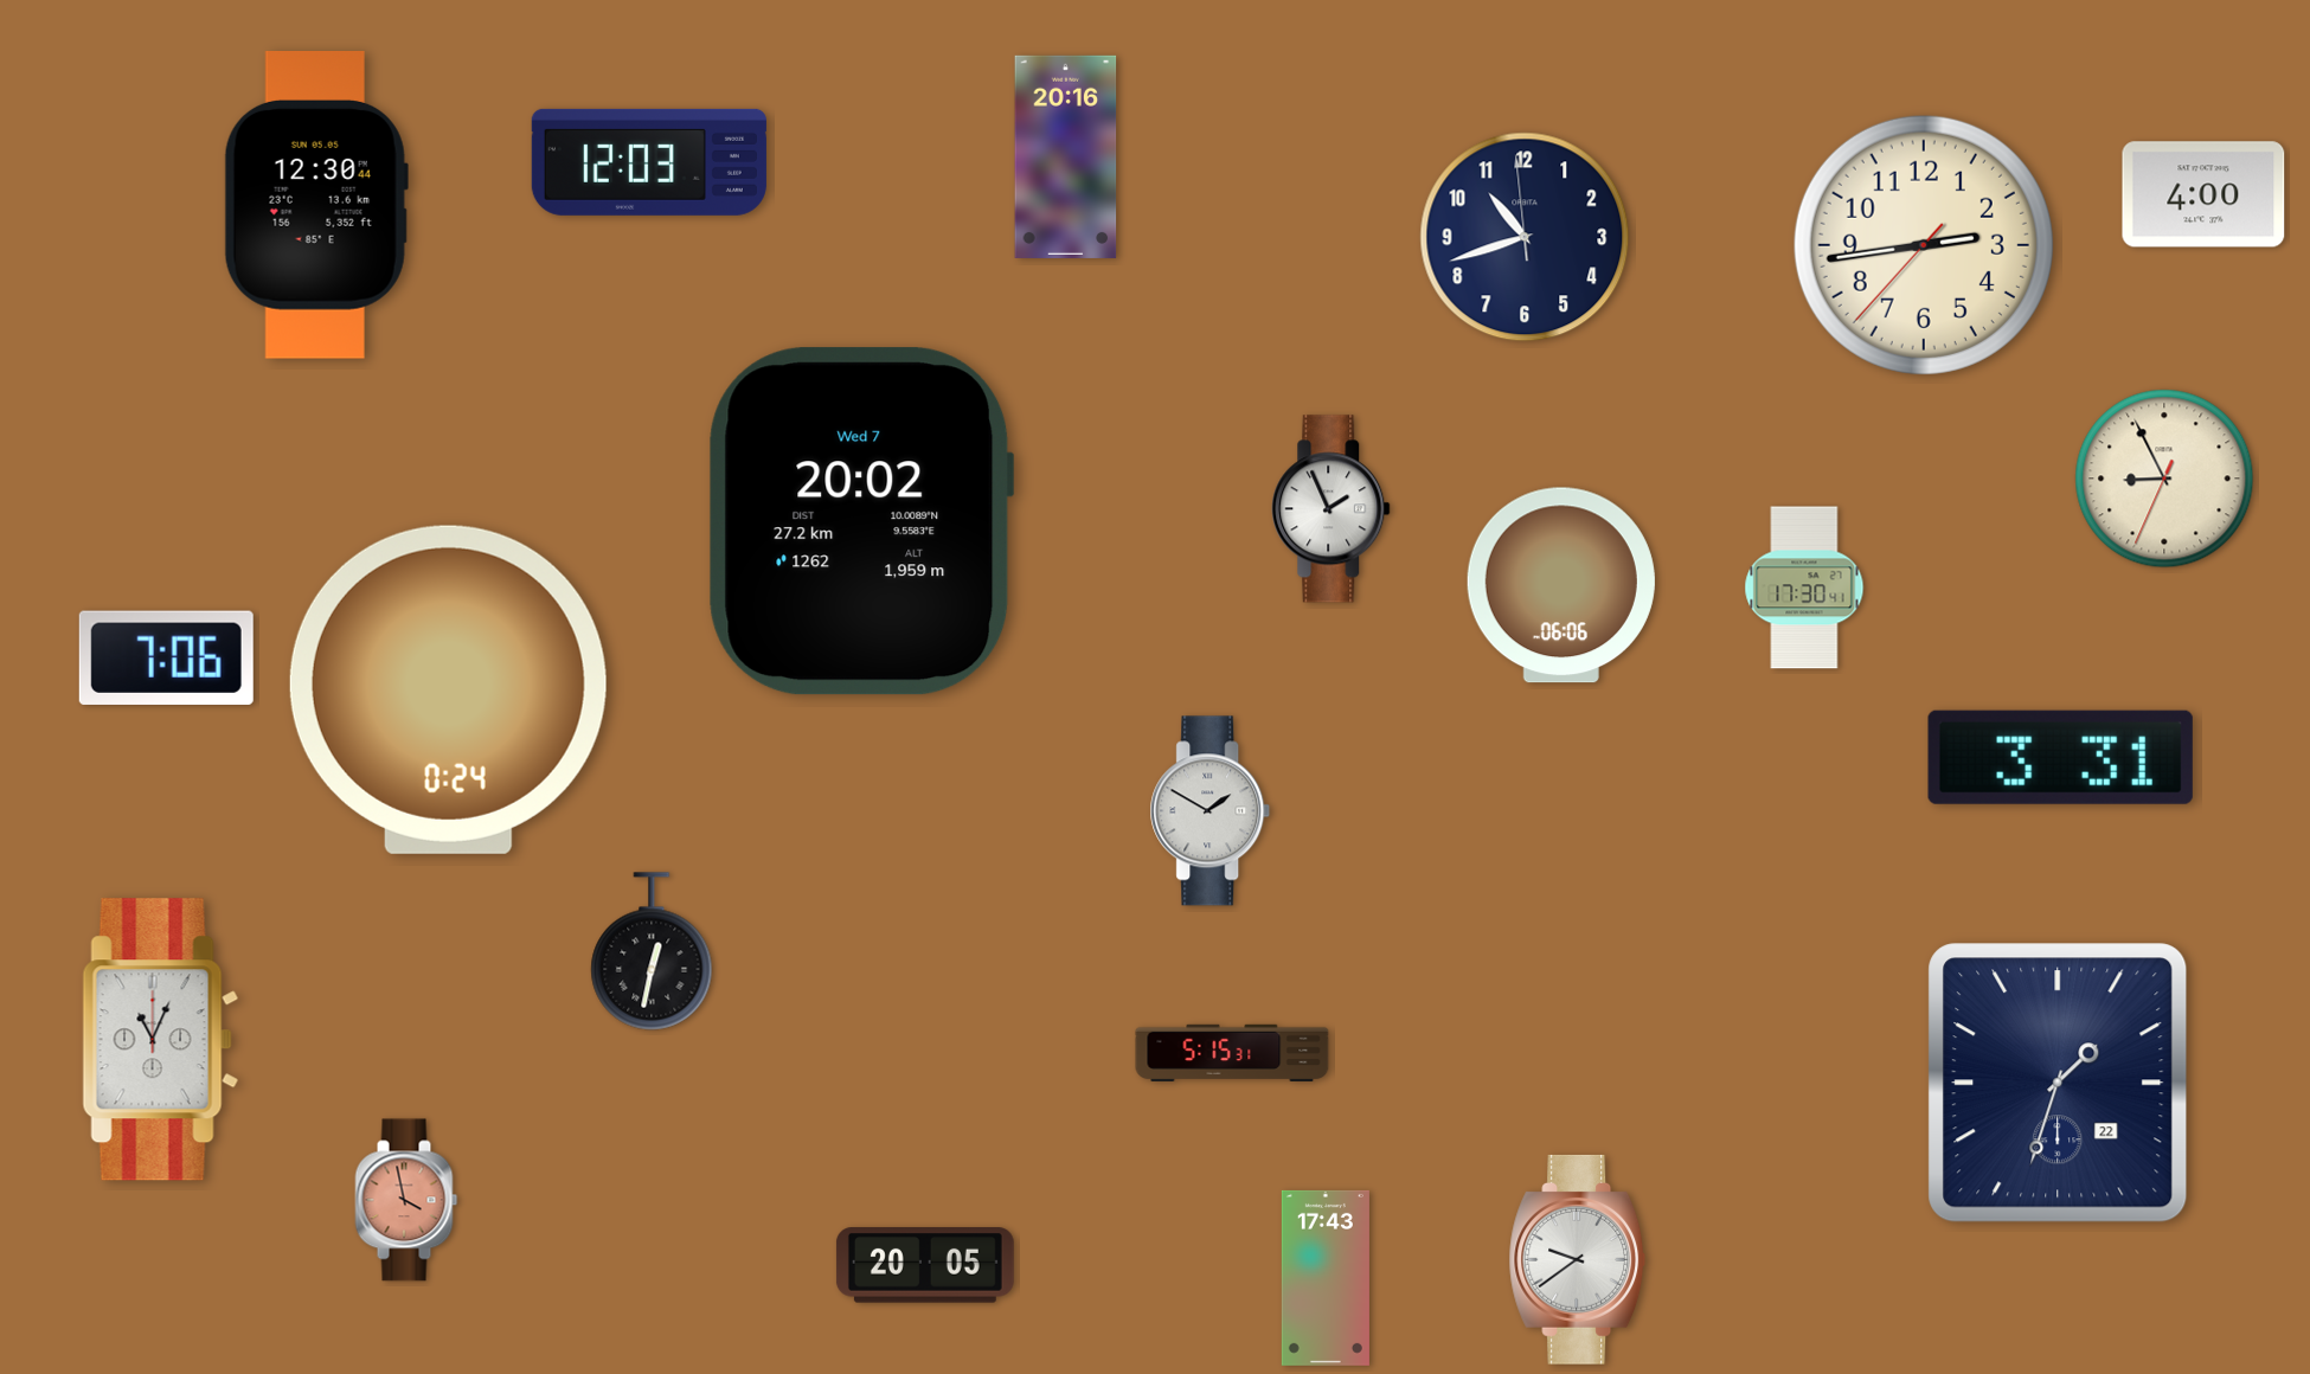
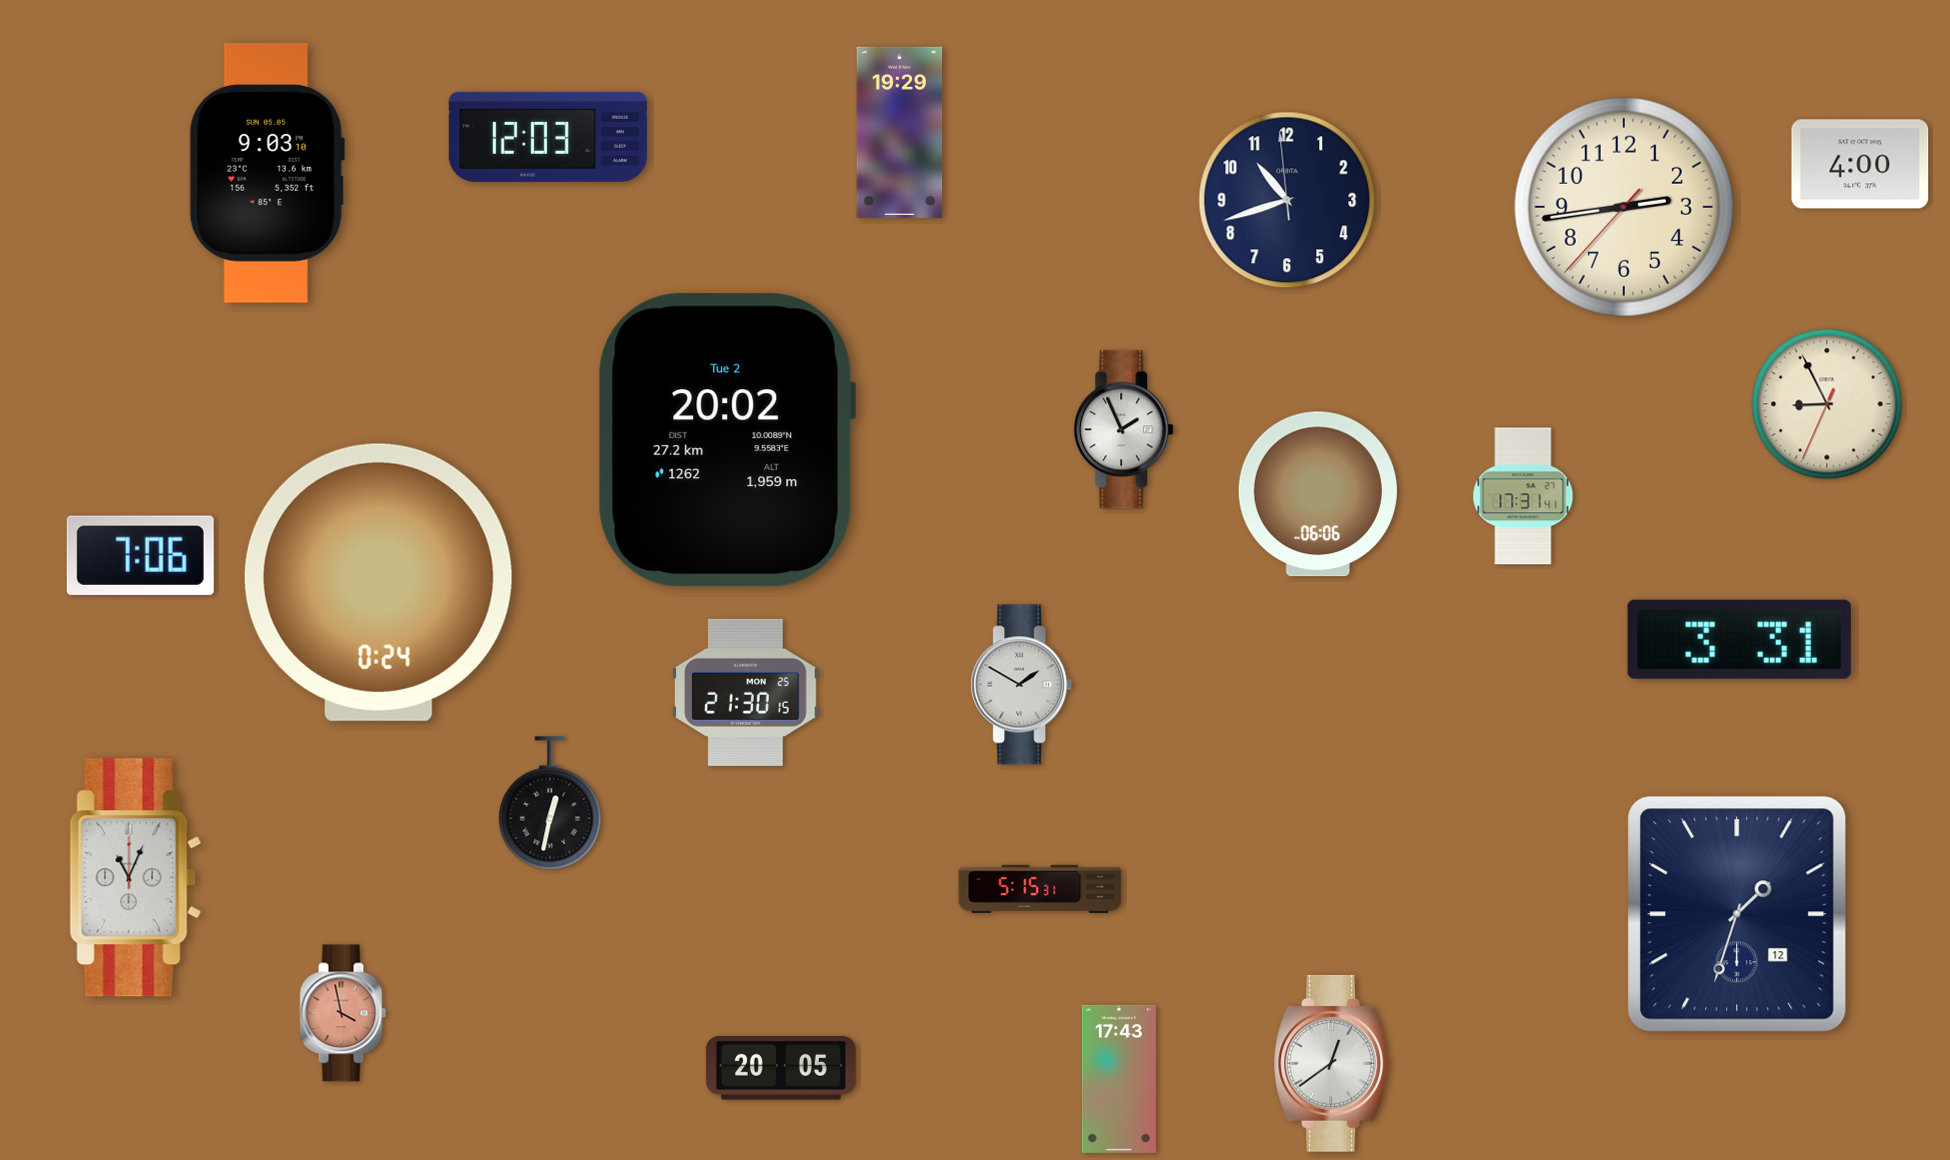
clock at (1066, 156): 20:16 -> 19:29
clock at (316, 206): 12:30 -> 9:03
clock at (861, 521) date: Wed 7 -> Tue 2
clock at (1804, 588): 17:30 -> 17:31
clock at (746, 692): none -> 21:30
clock at (2058, 1083) date: 22 -> 12
clock at (1578, 1259): 9:39 -> 12:39
